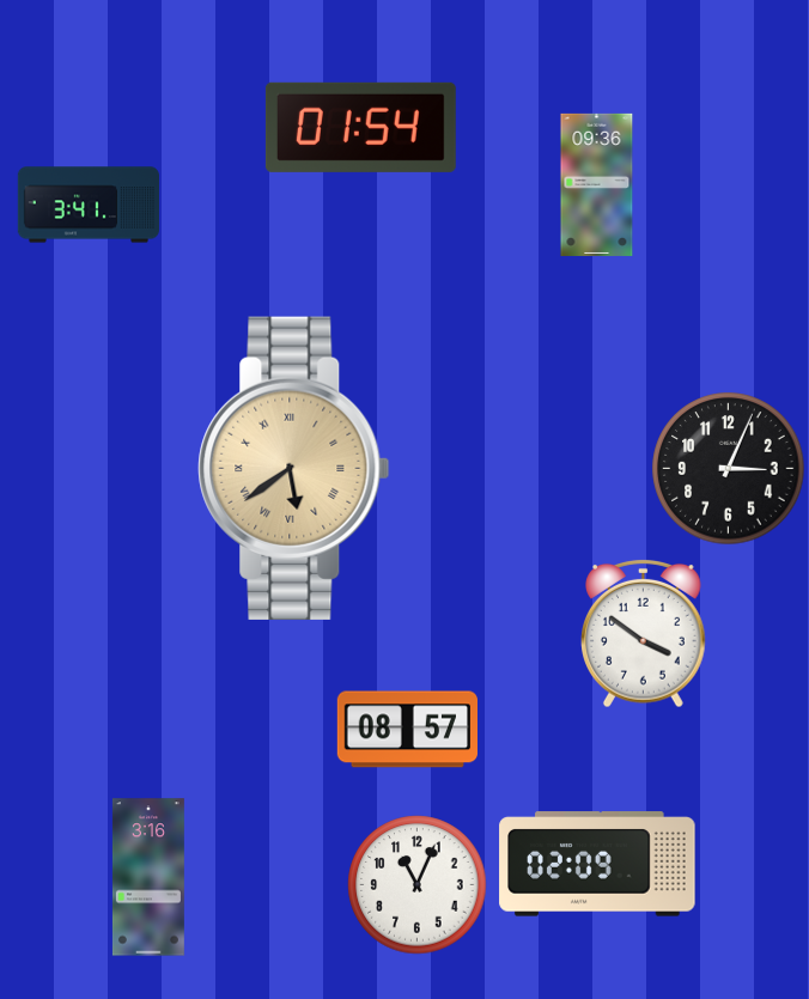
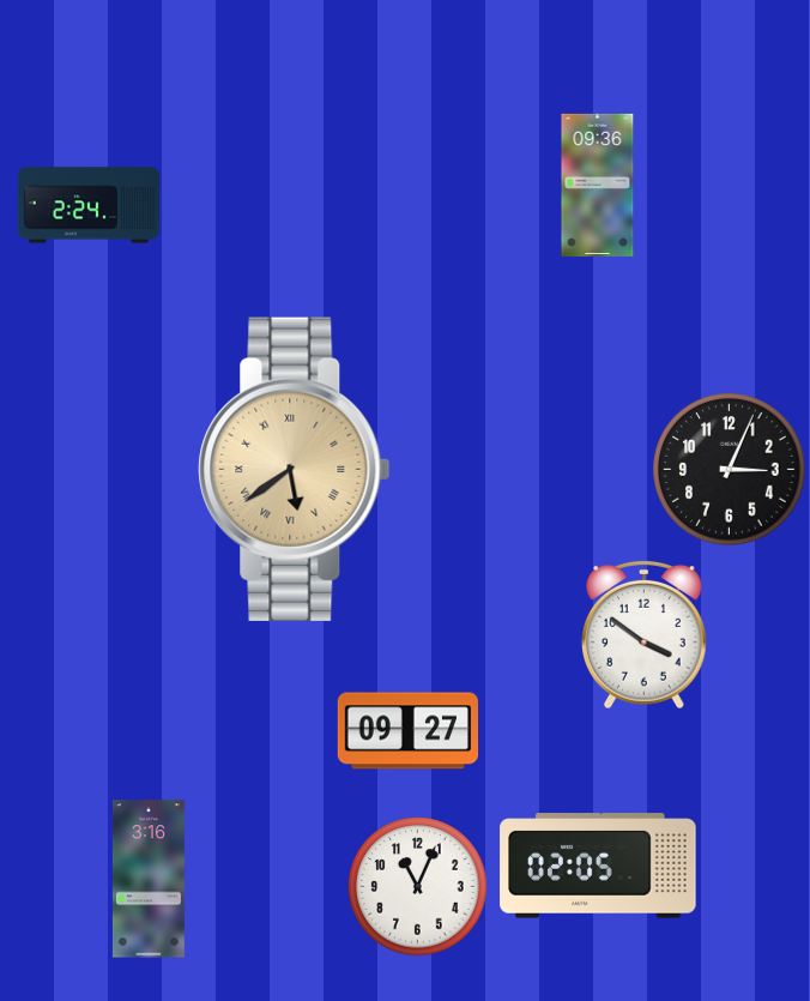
clock at (360, 127): 01:54 -> none
clock at (87, 205): 3:41 -> 2:24
clock at (407, 730): 08:57 -> 09:27
clock at (597, 864): 02:09 -> 02:05
